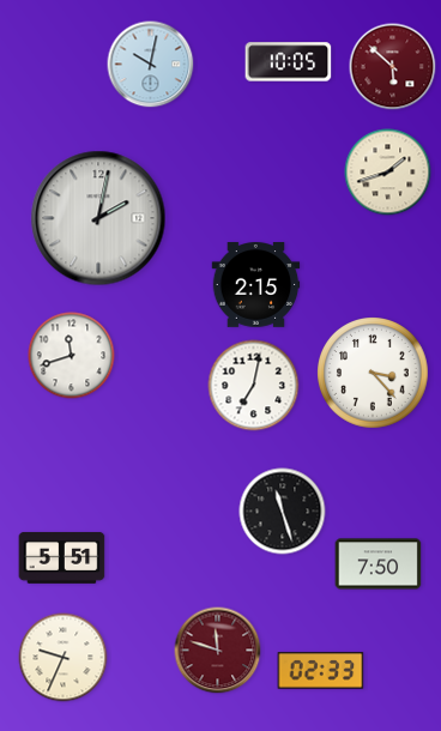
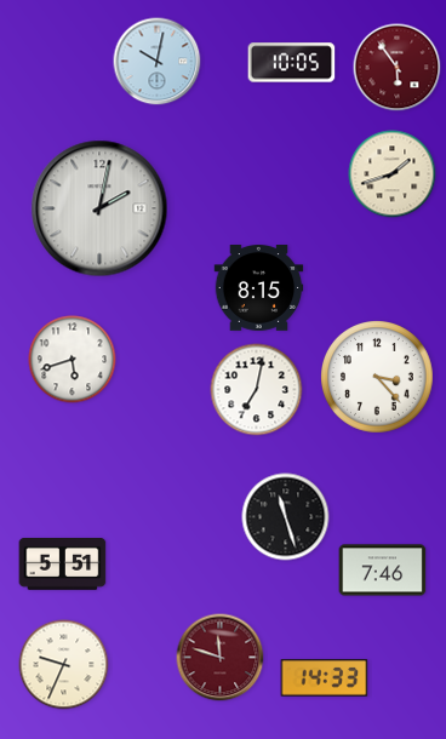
clock at (151, 65) position: (151, 65) -> (158, 62)
clock at (393, 67): 5:52 -> 5:54
clock at (98, 218) position: (98, 218) -> (99, 208)
clock at (256, 285): 2:15 -> 8:15
clock at (72, 356): 11:42 -> 5:42
clock at (379, 564): 7:50 -> 7:46
clock at (321, 671): 02:33 -> 14:33
